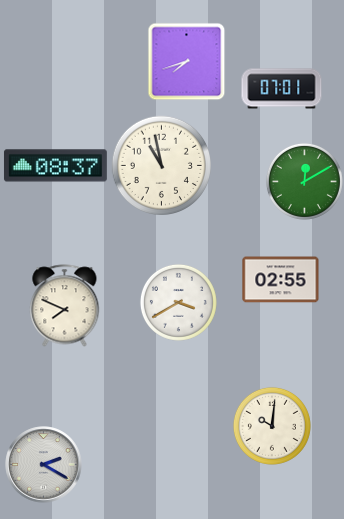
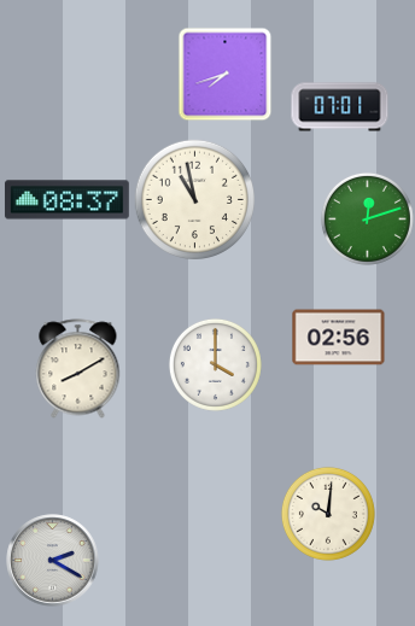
clock at (304, 181): 12:10 -> 12:12
clock at (281, 280): 02:55 -> 02:56
clock at (178, 302): 3:40 -> 4:00
clock at (65, 306): 7:49 -> 8:10
